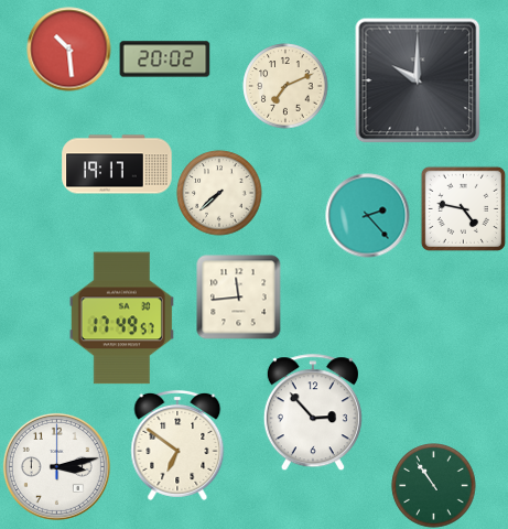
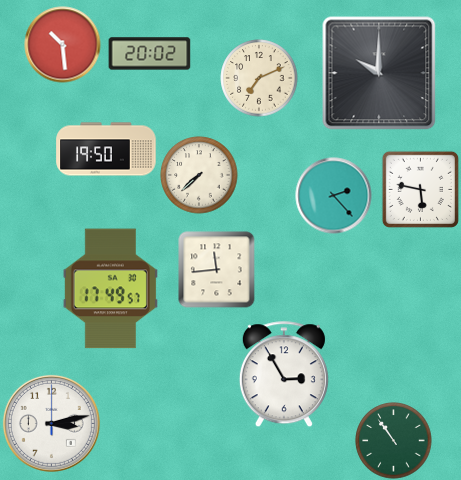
clock at (117, 164): 19:17 -> 19:50
clock at (463, 208): 4:47 -> 5:47
clock at (313, 413): 2:53 -> 2:55
clock at (177, 445): 6:51 -> none
